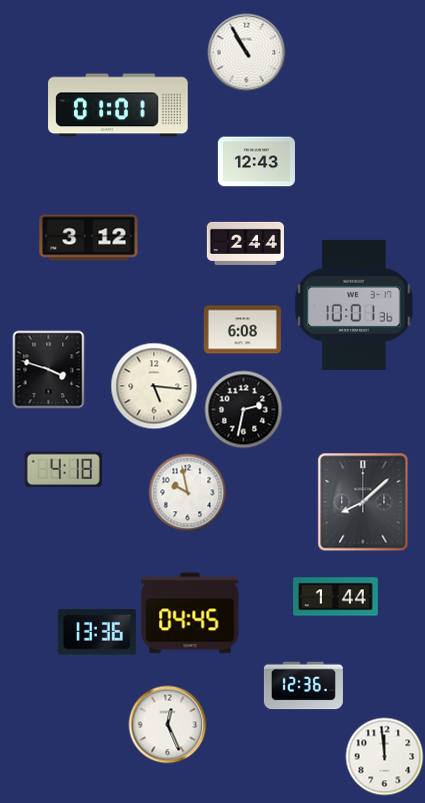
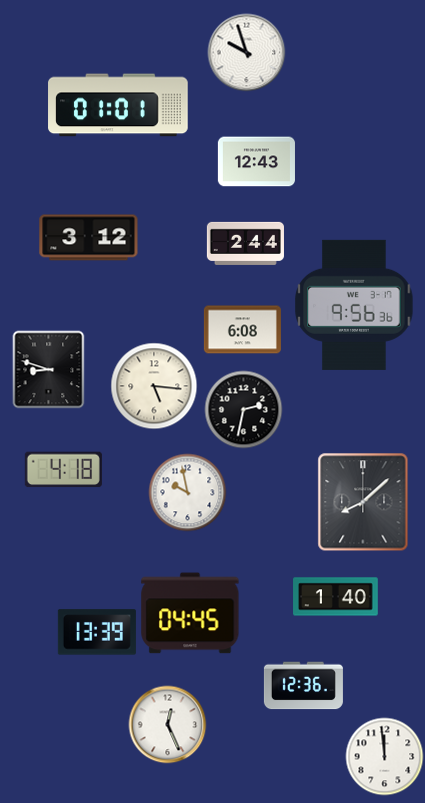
clock at (246, 52): 10:55 -> 9:57
clock at (354, 305): 10:01 -> 9:56
clock at (49, 369): 3:48 -> 8:48
clock at (336, 597): 1:44 -> 1:40
clock at (97, 632): 13:36 -> 13:39
